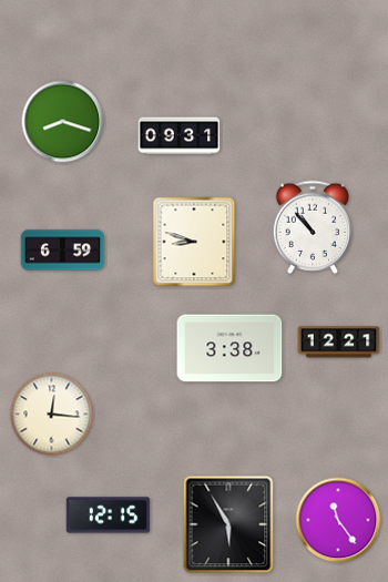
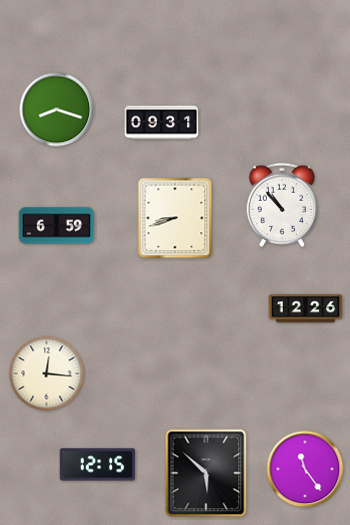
clock at (194, 242): 8:48 -> 8:42
clock at (339, 343): 12:21 -> 12:26
clock at (229, 348): 3:38 -> none
clock at (228, 524): 5:55 -> 5:52
